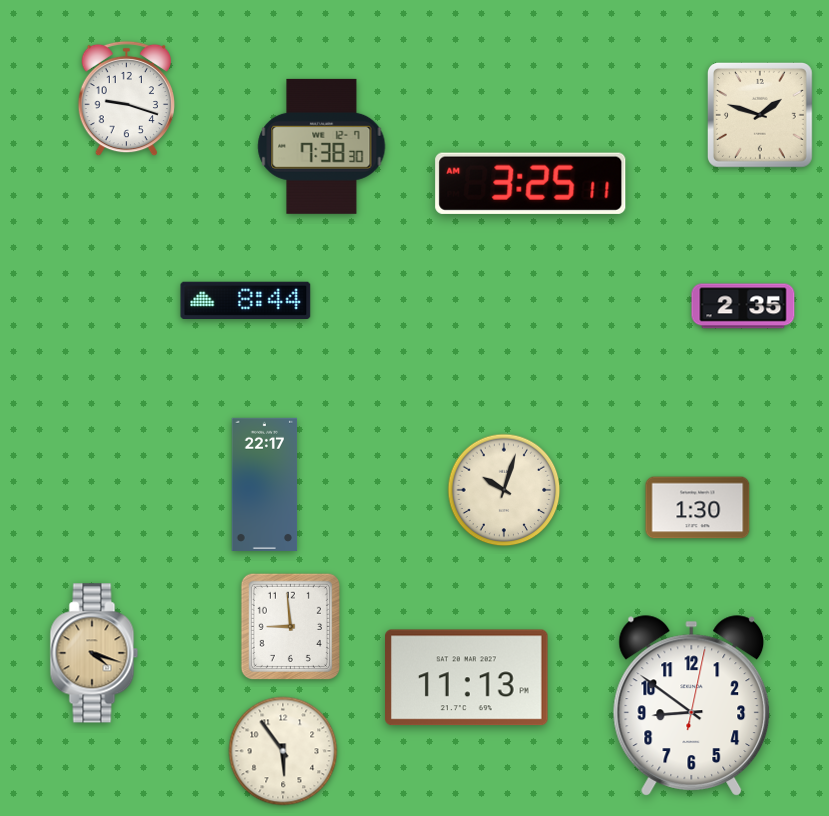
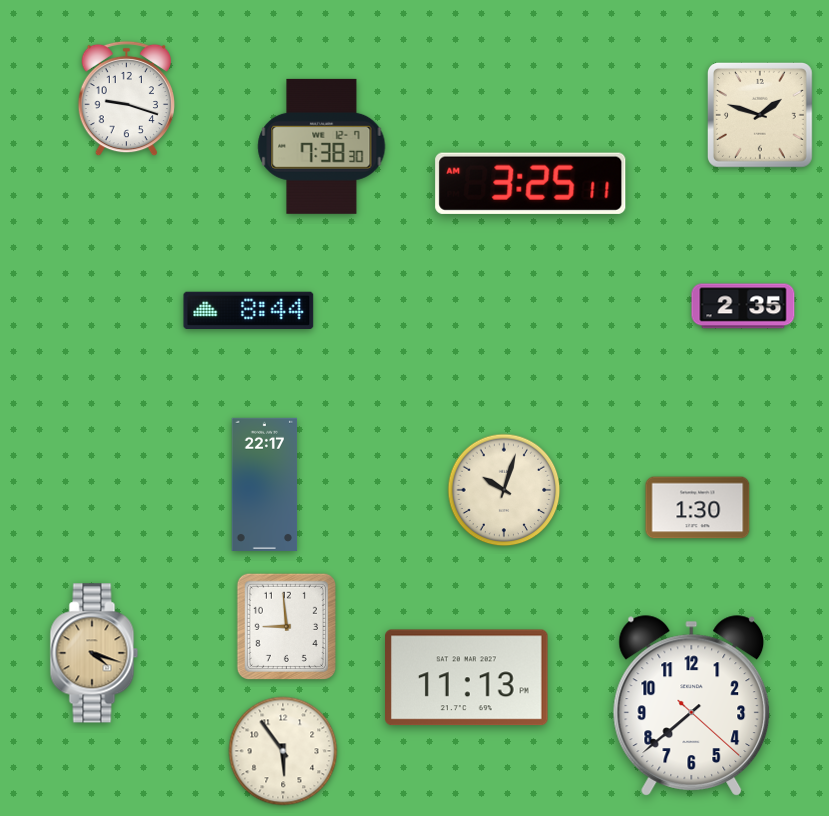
clock at (246, 300) position: (246, 300) -> (249, 310)
clock at (290, 626) position: (290, 626) -> (286, 626)
clock at (692, 706): 8:51 -> 7:38
